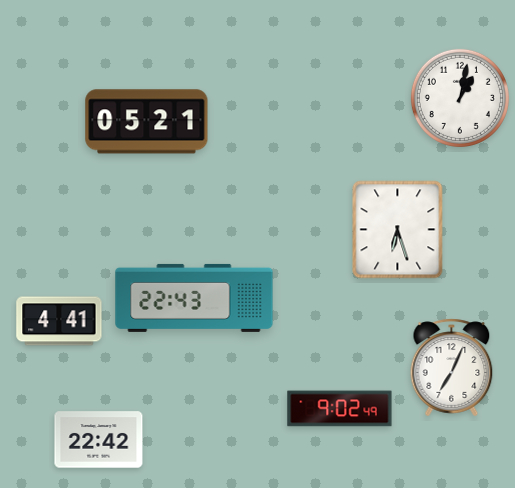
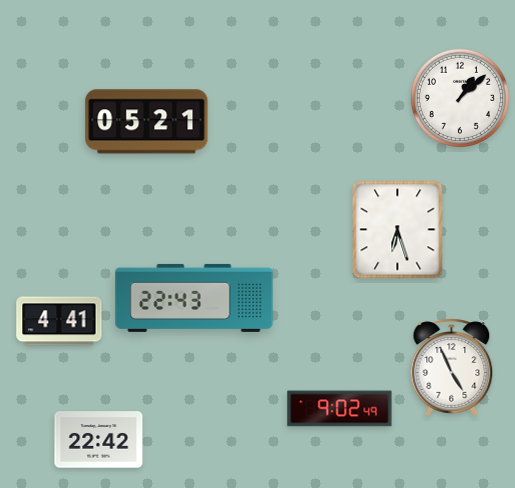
clock at (460, 98): 1:02 -> 1:08
clock at (452, 368): 7:04 -> 4:56
